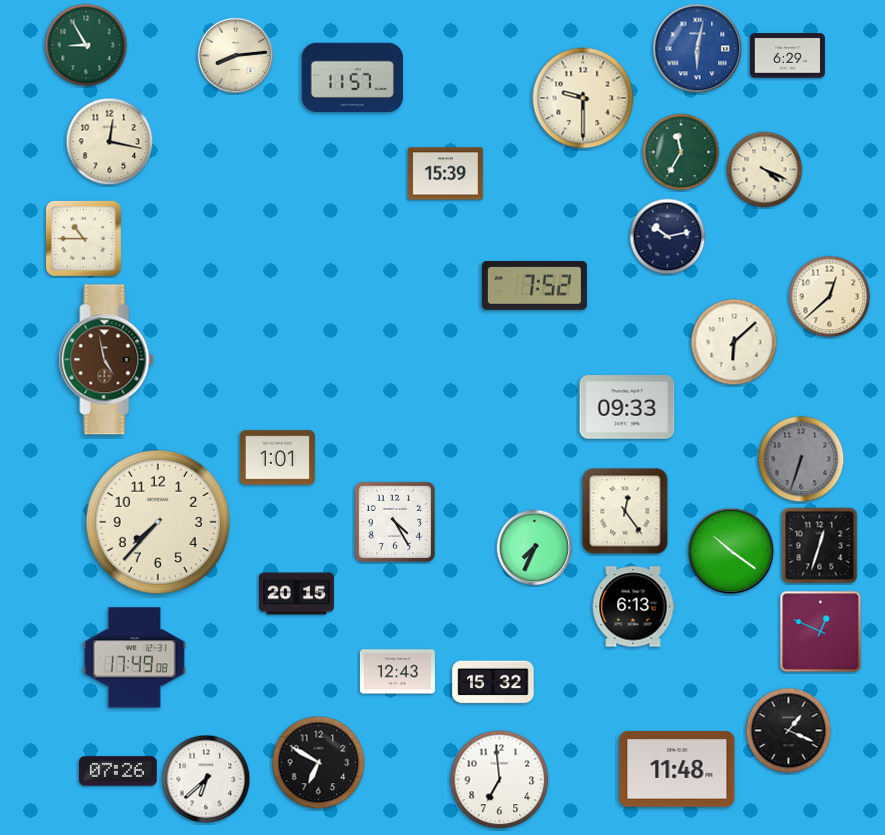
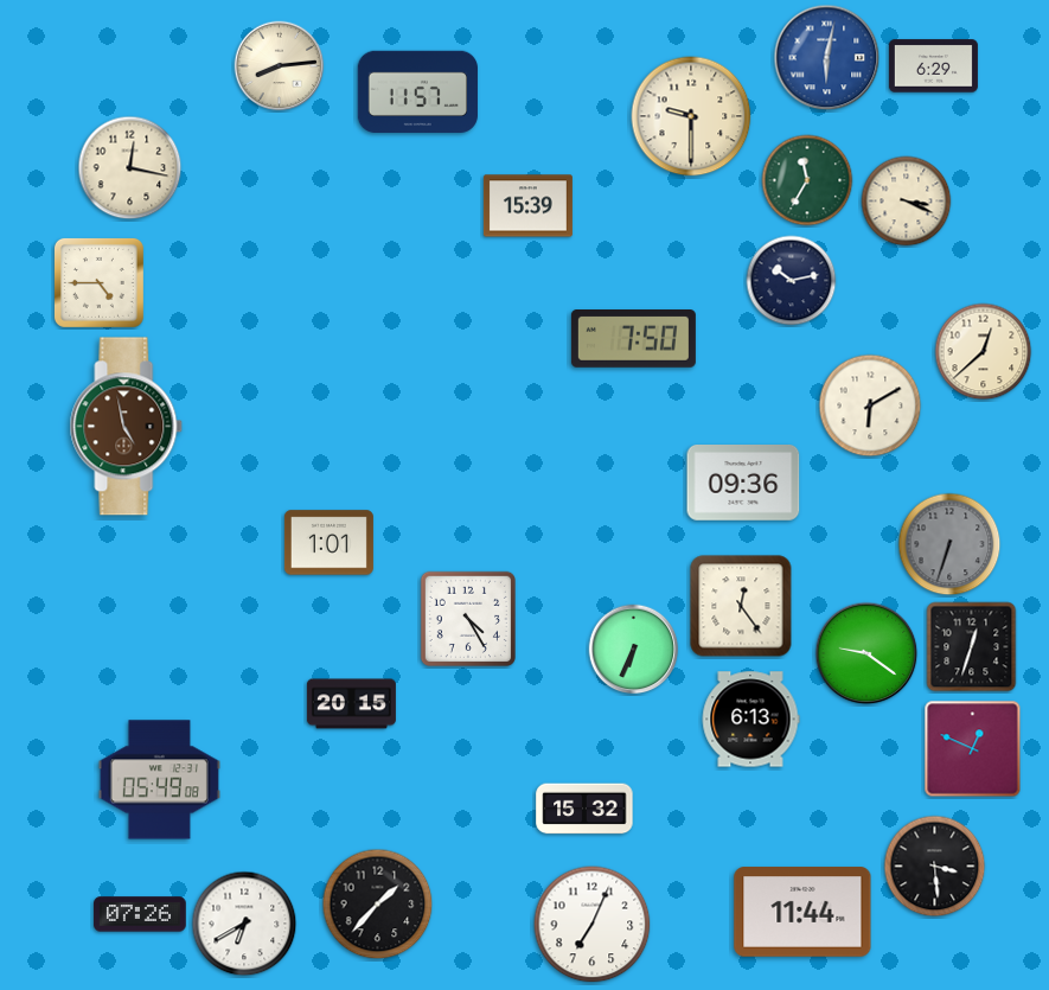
clock at (86, 45): 8:55 -> none
clock at (765, 170): 4:19 -> 3:19
clock at (83, 238): 10:45 -> 4:45
clock at (534, 286): 7:52 -> 7:50
clock at (734, 342): 6:08 -> 6:10
clock at (627, 408): 09:33 -> 09:36
clock at (157, 521): 7:37 -> none
clock at (535, 548): 7:34 -> 6:34
clock at (731, 551): 10:21 -> 9:21
clock at (134, 658): 17:49 -> 05:49
clock at (397, 672): 12:43 -> none
clock at (789, 731): 1:19 -> 3:29
clock at (319, 763): 6:50 -> 1:37
clock at (677, 769): 11:48 -> 11:44
clock at (206, 779): 6:38 -> 6:40
clock at (500, 780): 6:59 -> 7:04
